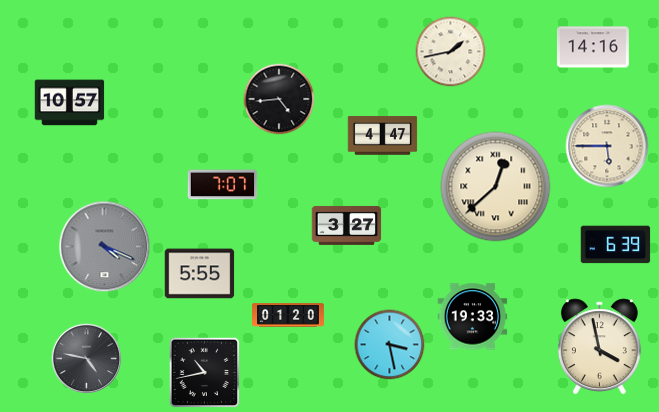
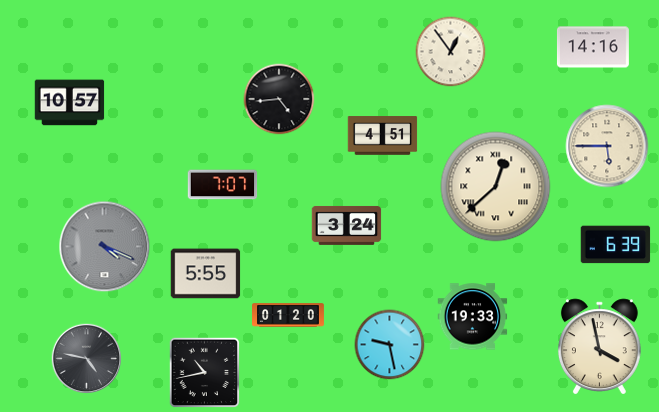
clock at (451, 52): 1:43 -> 12:54
clock at (383, 136): 4:47 -> 4:51
clock at (347, 225): 3:27 -> 3:24
clock at (200, 274) position: (200, 274) -> (206, 274)
clock at (390, 345): 3:28 -> 9:28
